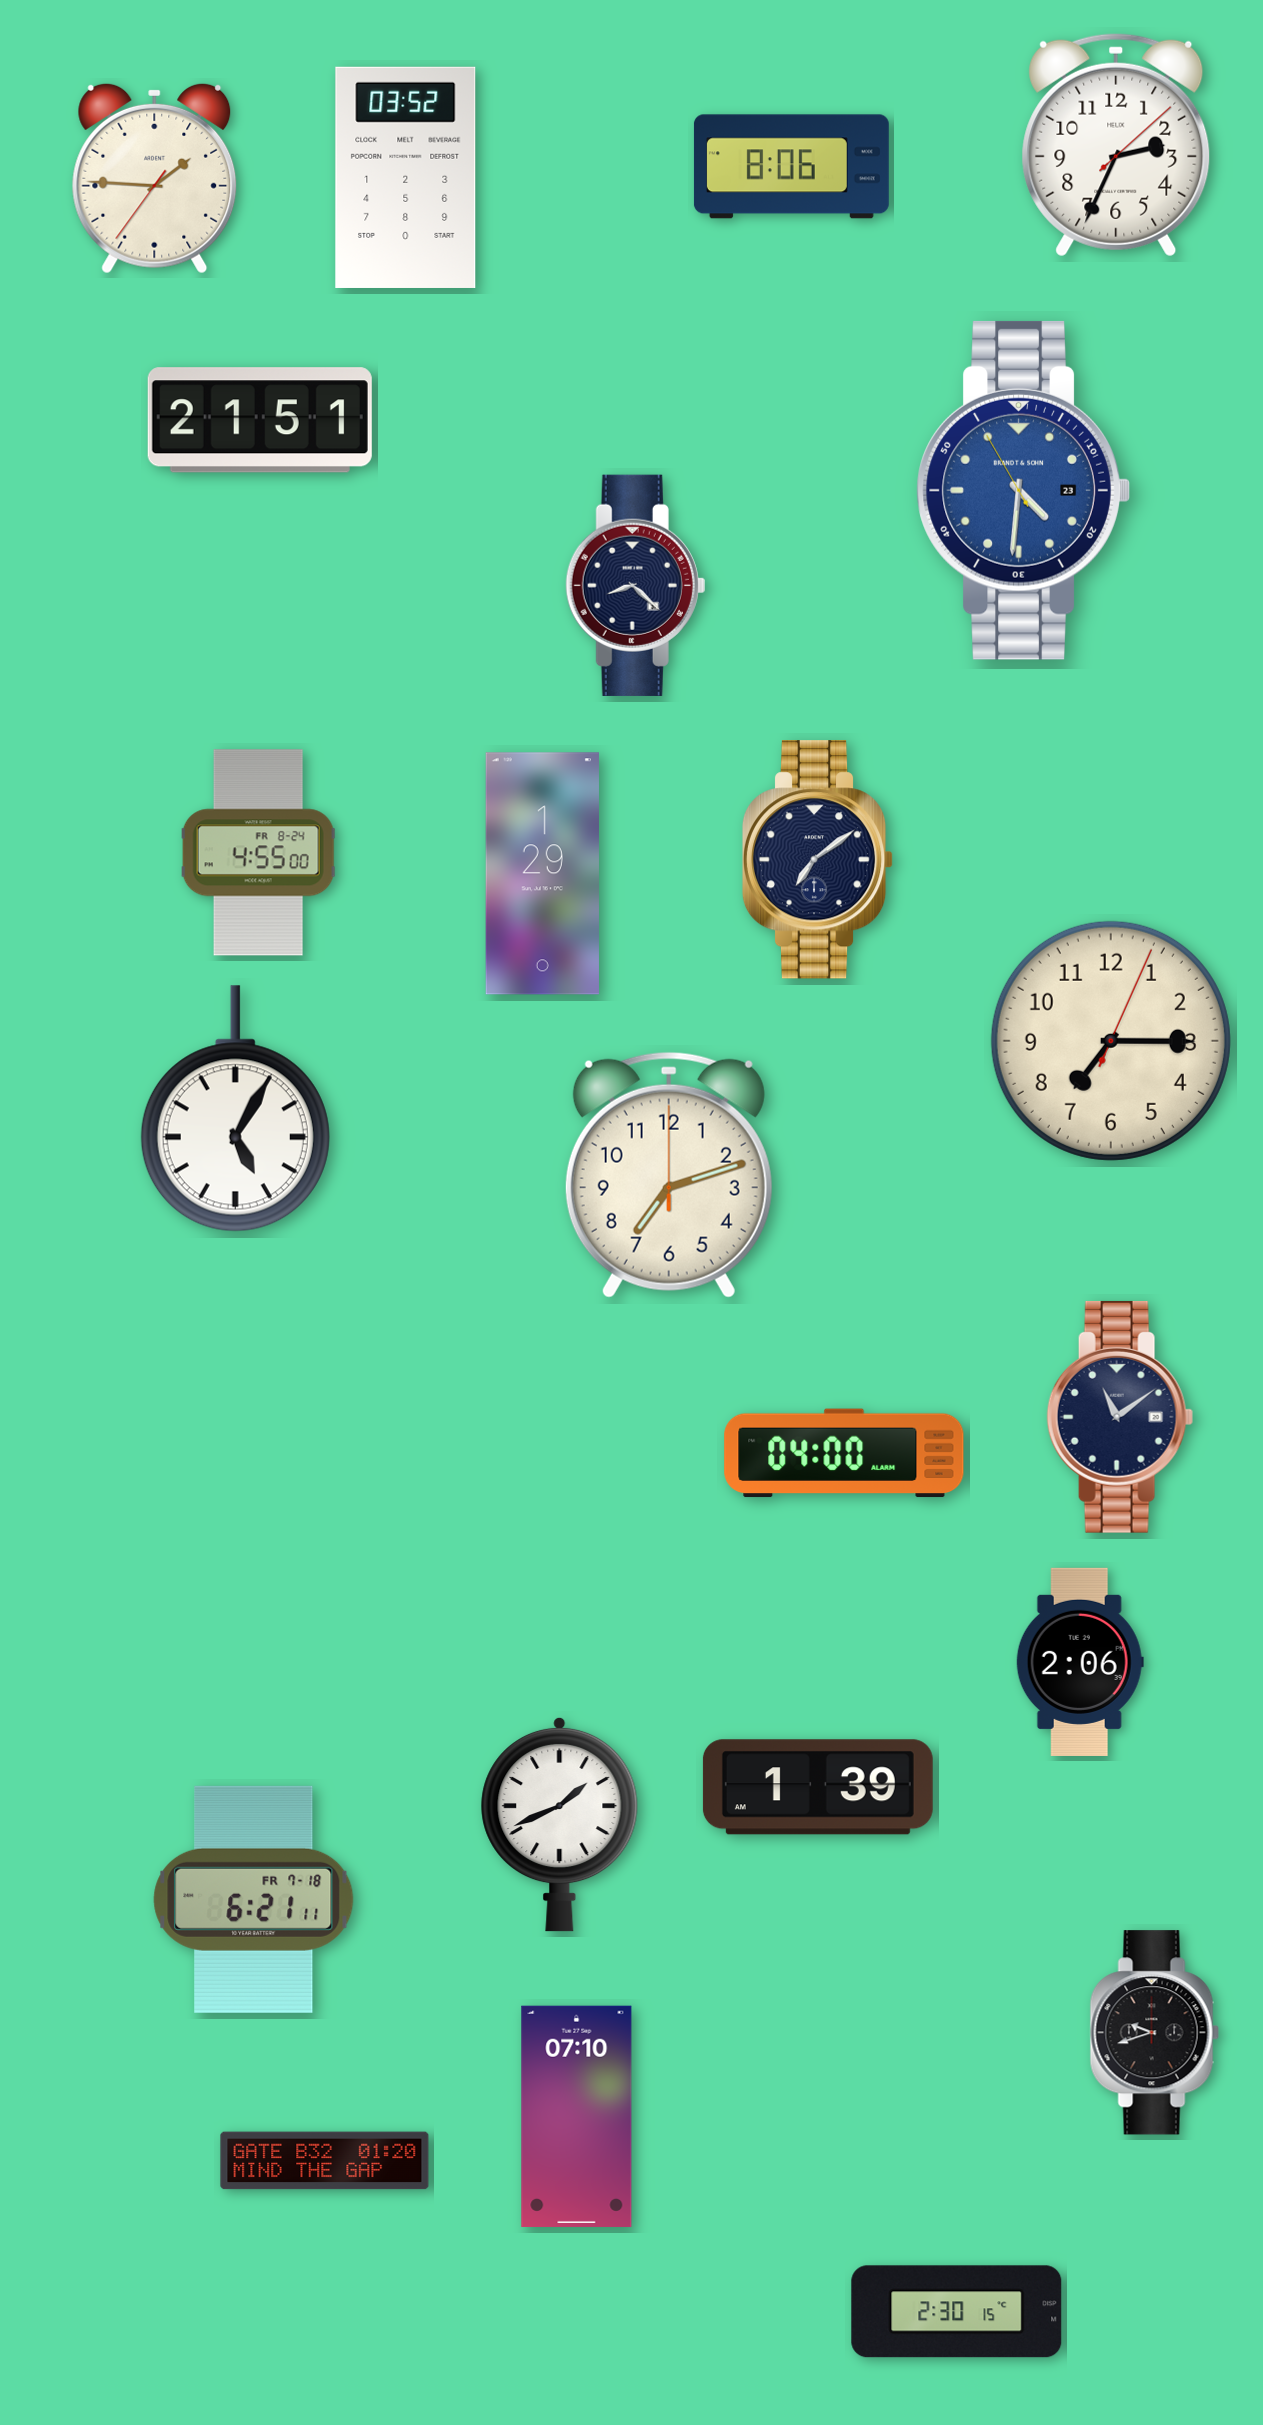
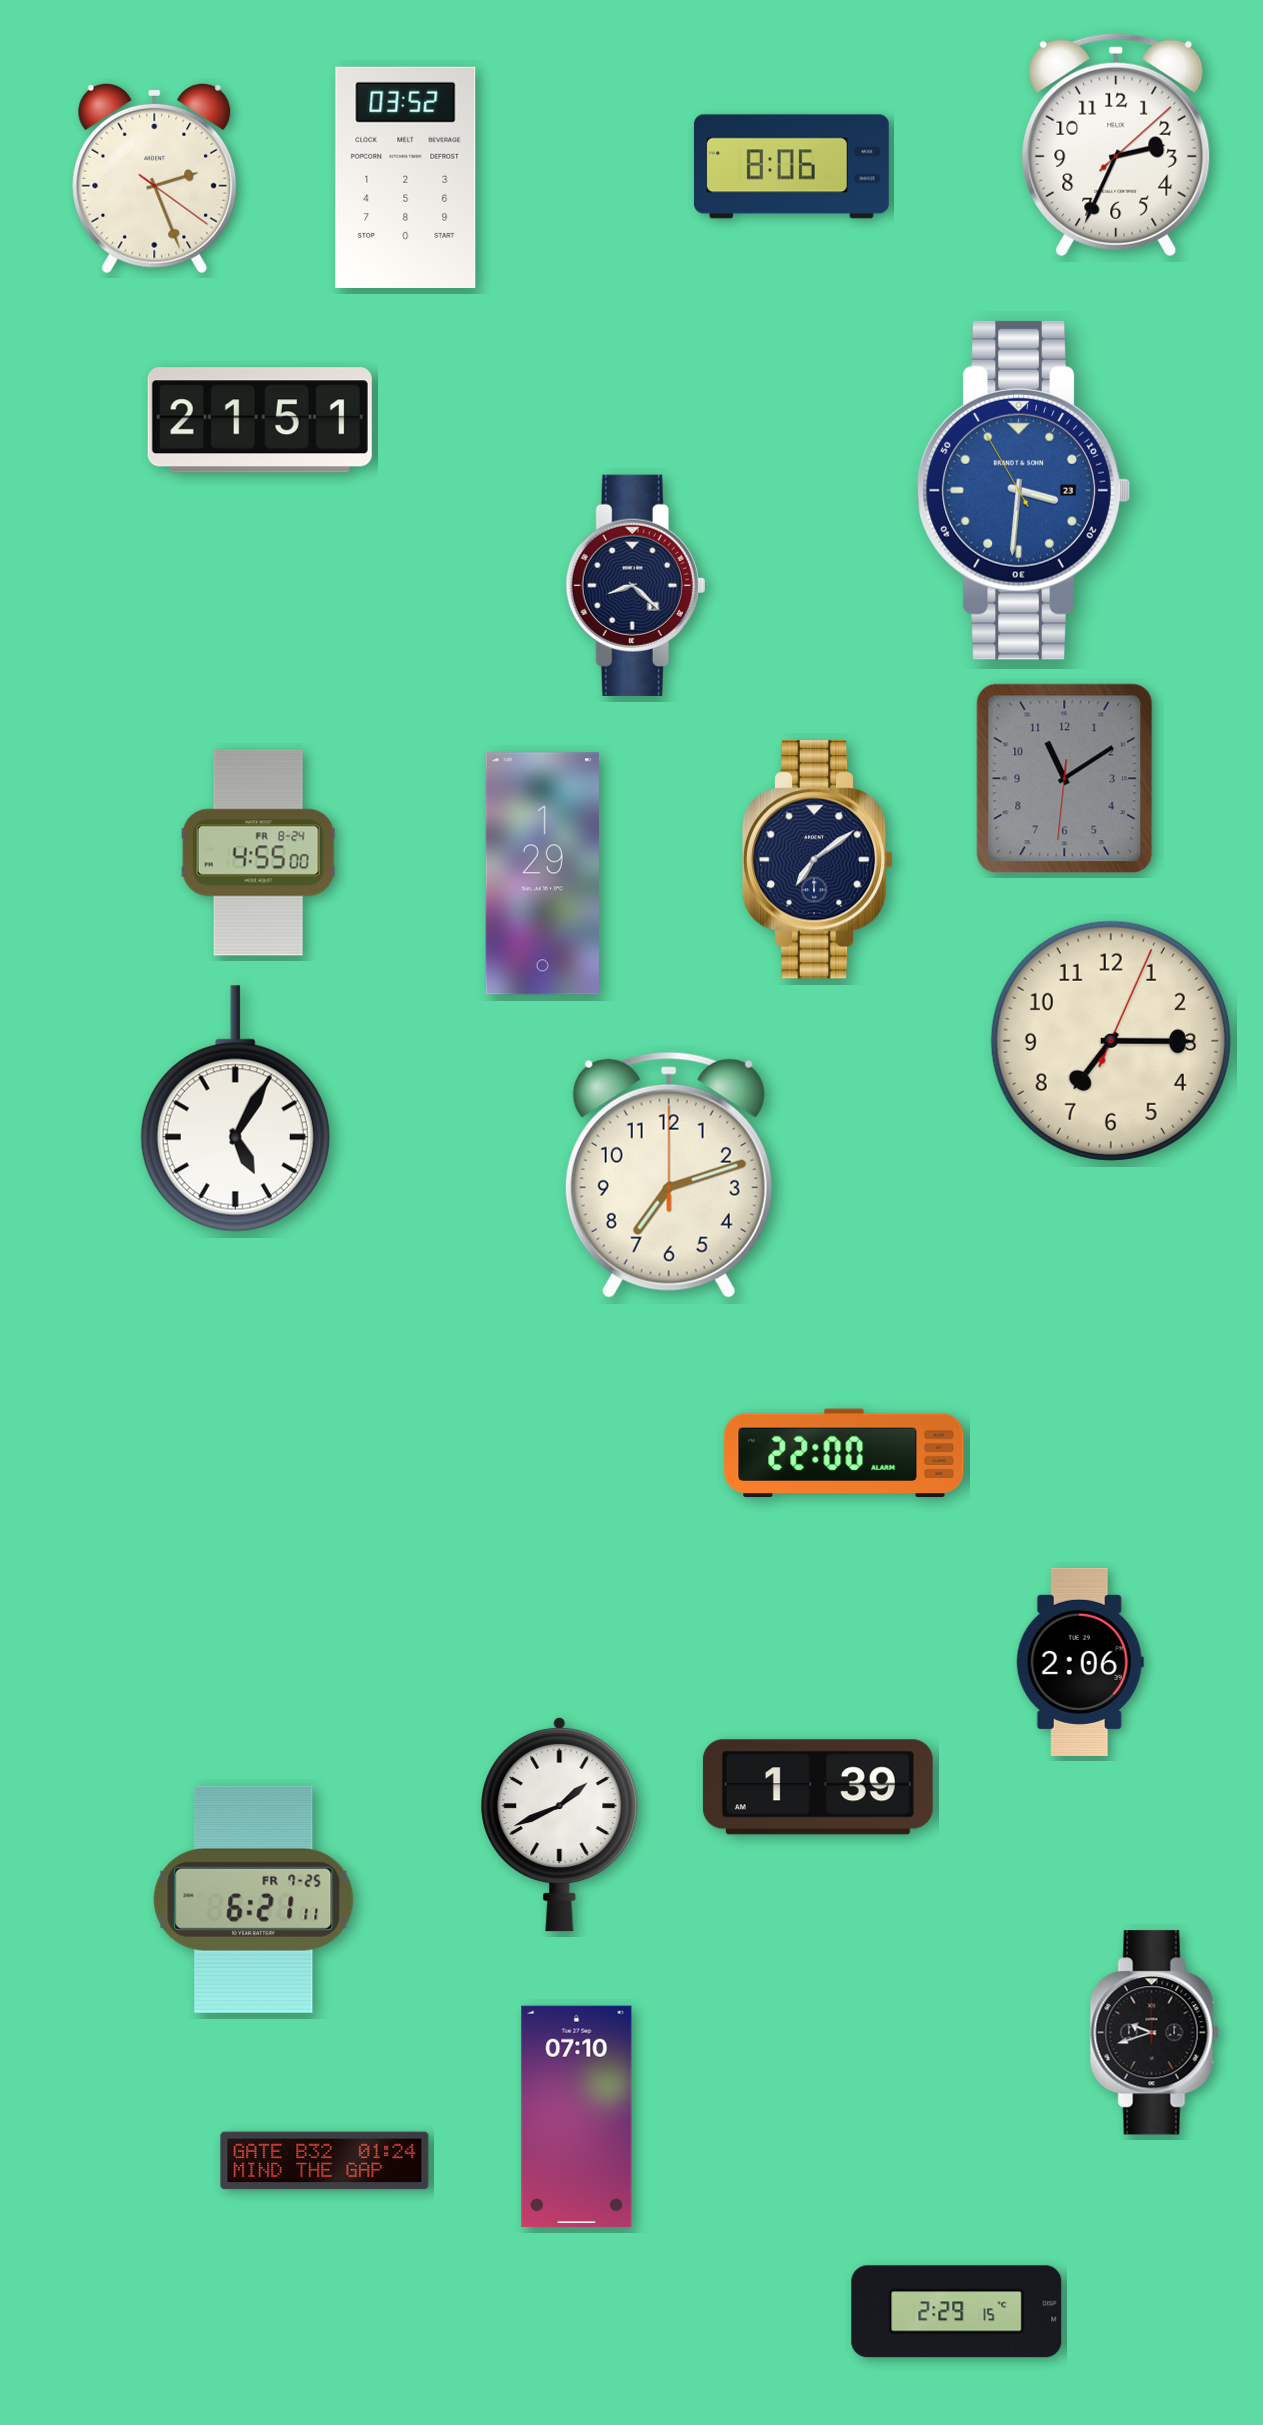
clock at (155, 178): 1:45 -> 2:26
clock at (1023, 490): 4:30 -> 3:30
clock at (1065, 779): none -> 11:09
clock at (1120, 1417): 11:09 -> none
clock at (844, 1453): 04:00 -> 22:00
clock at (254, 1899) date: FR 7-18 -> FR 7-25
clock at (325, 2161): 01:20 -> 01:24
clock at (957, 2312): 2:30 -> 2:29
